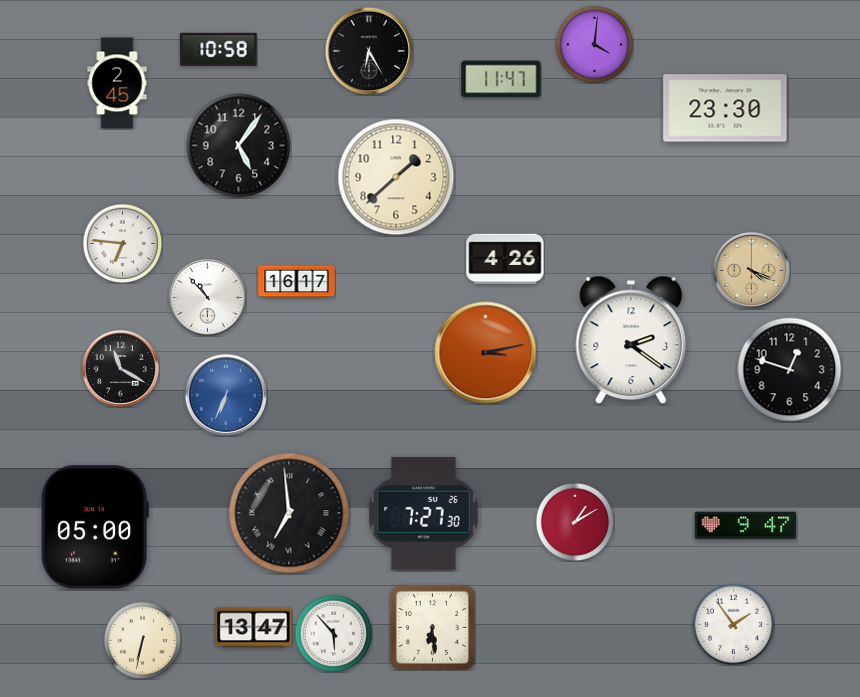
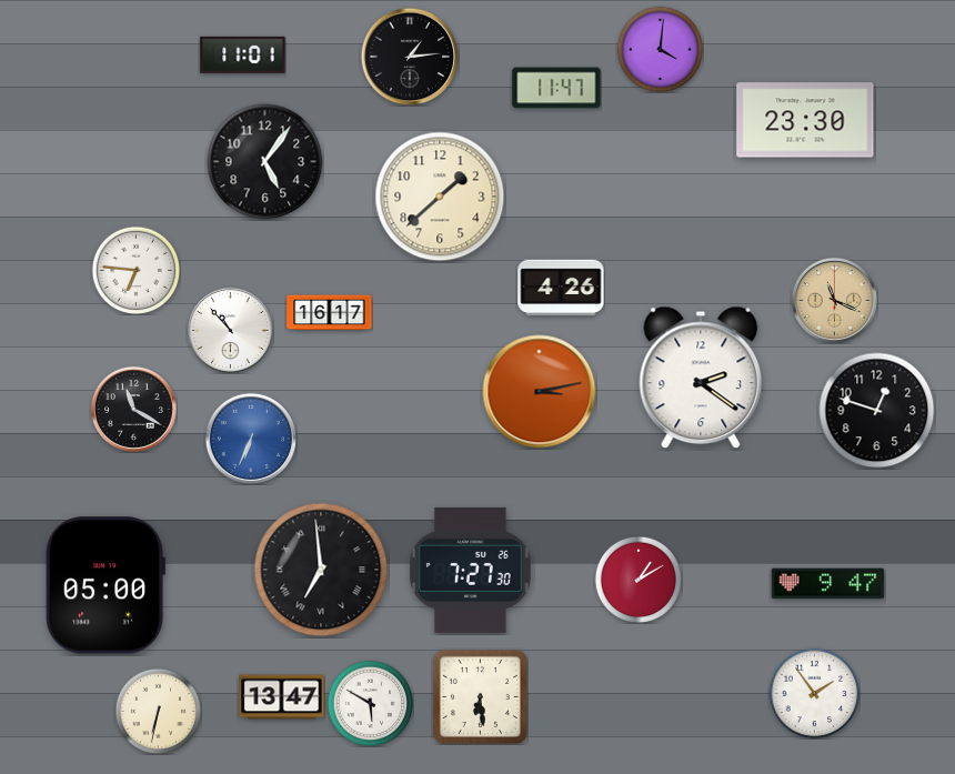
clock at (219, 49): 10:58 -> 11:01
clock at (369, 51): 6:25 -> 1:14
clock at (117, 83): 2:45 -> none
clock at (751, 270): 4:19 -> 11:19
clock at (333, 633): 5:53 -> 5:50
